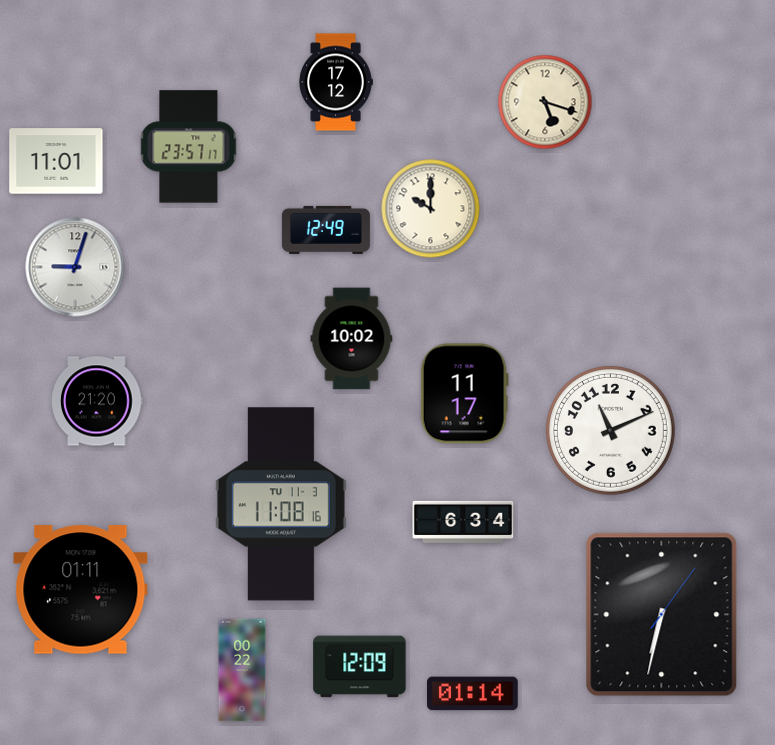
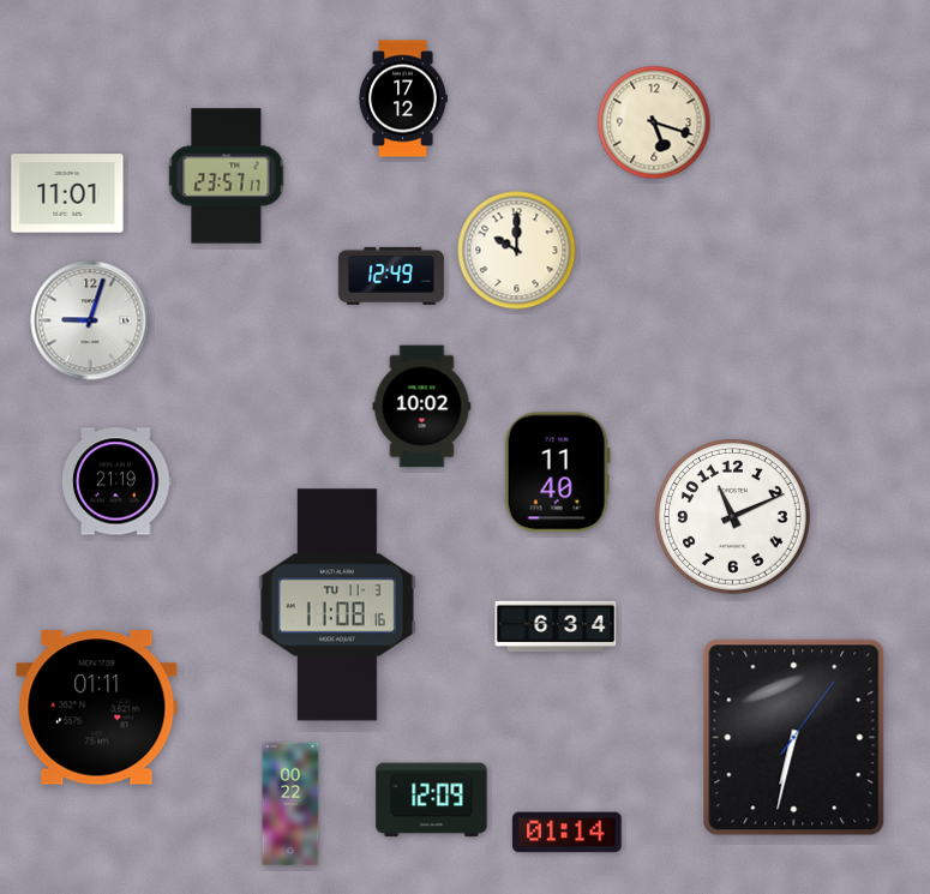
clock at (464, 394): 11:17 -> 11:40
clock at (97, 401): 21:20 -> 21:19
